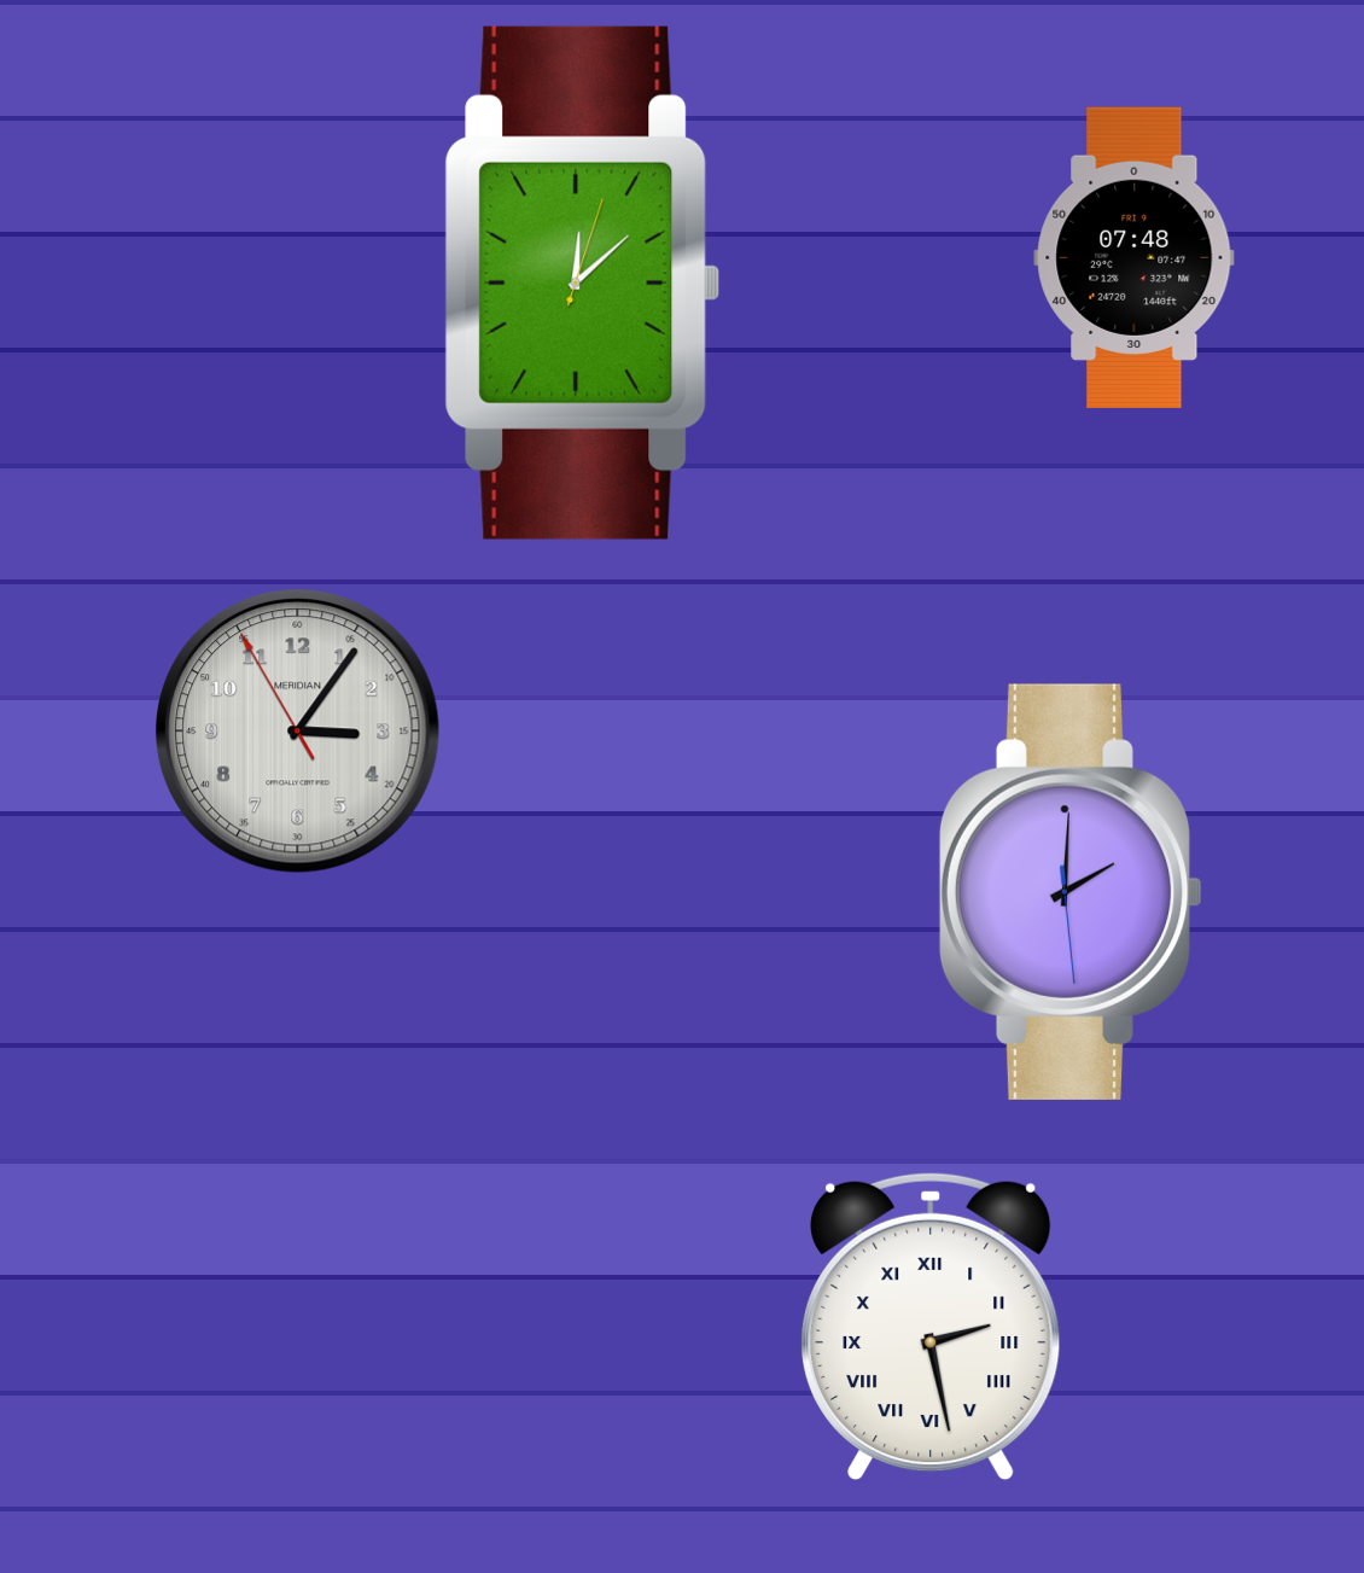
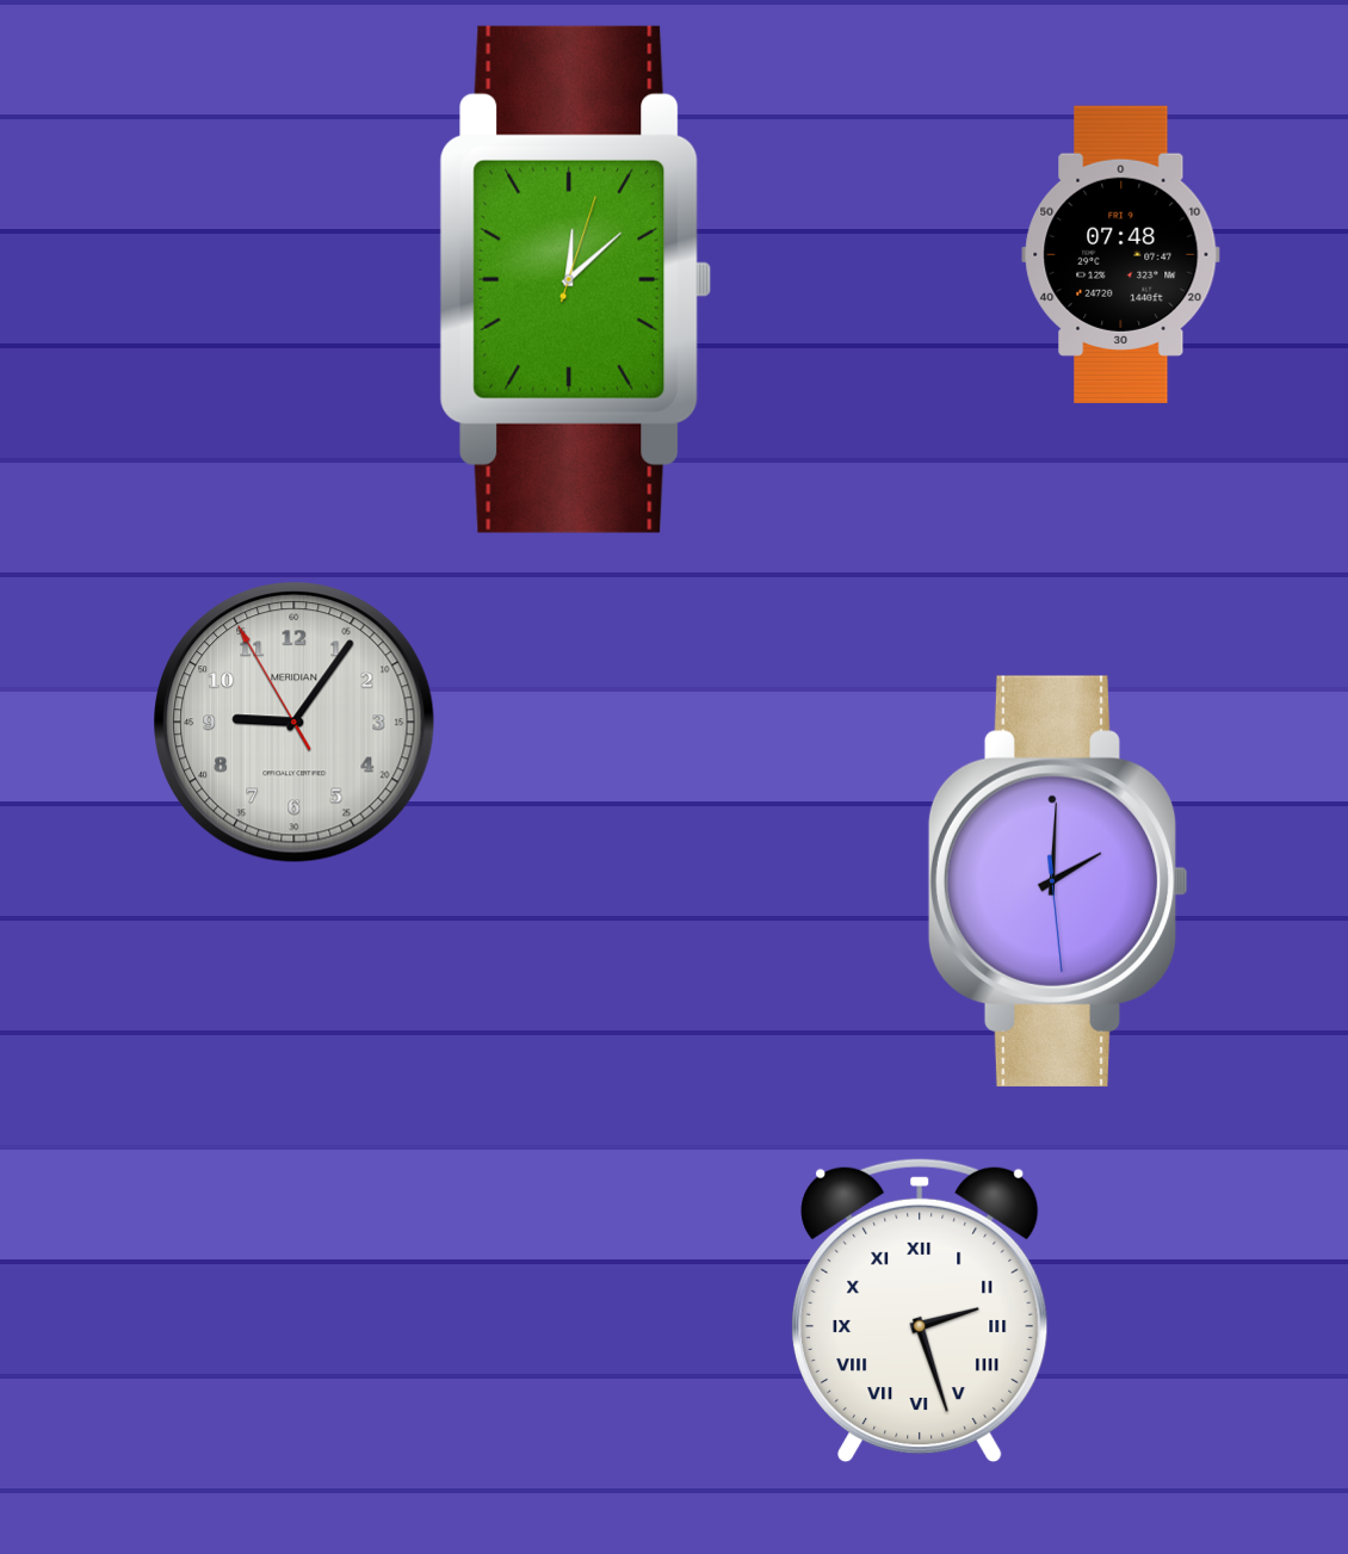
clock at (298, 732): 3:05 -> 9:05
clock at (931, 1327): 2:28 -> 2:27
